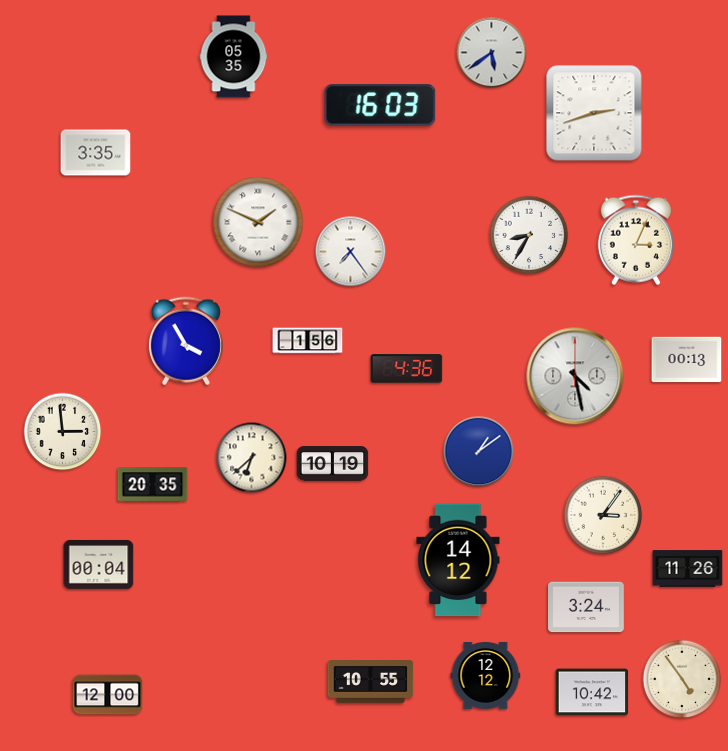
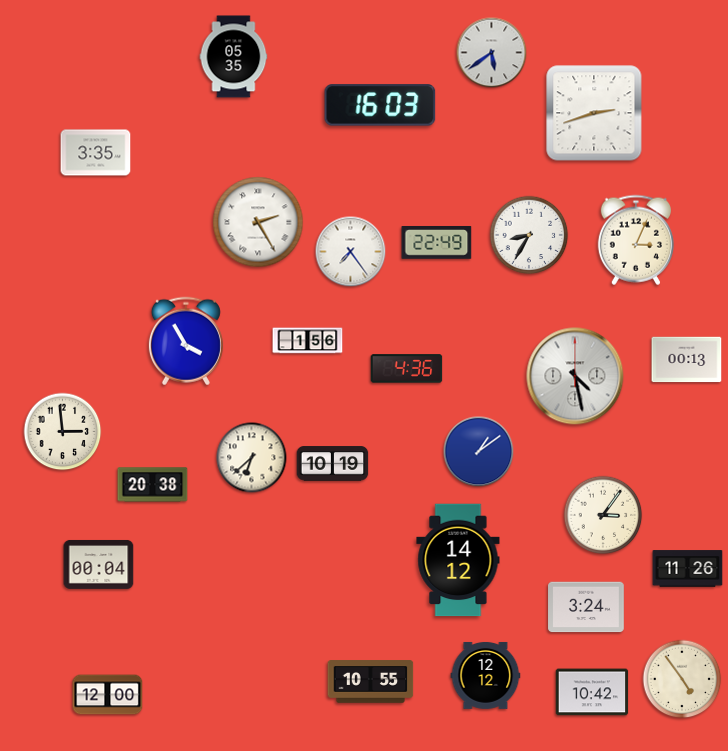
clock at (258, 222): 1:49 -> 2:25
clock at (437, 243): none -> 22:49
clock at (153, 485): 20:35 -> 20:38
